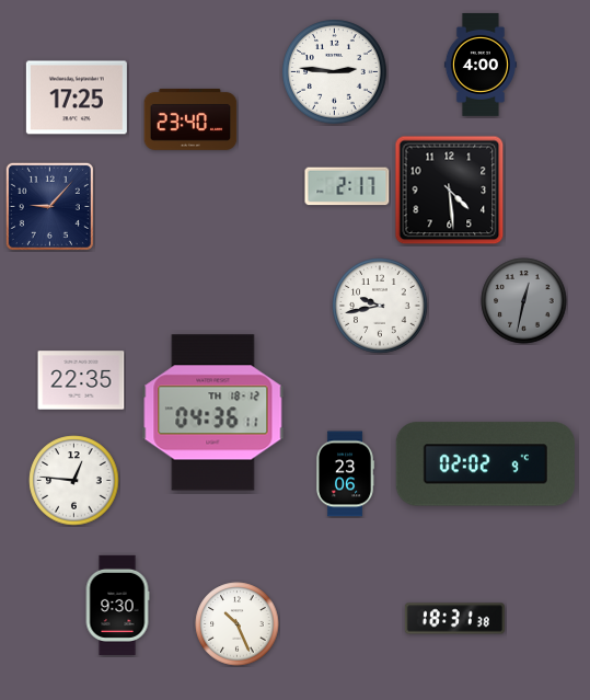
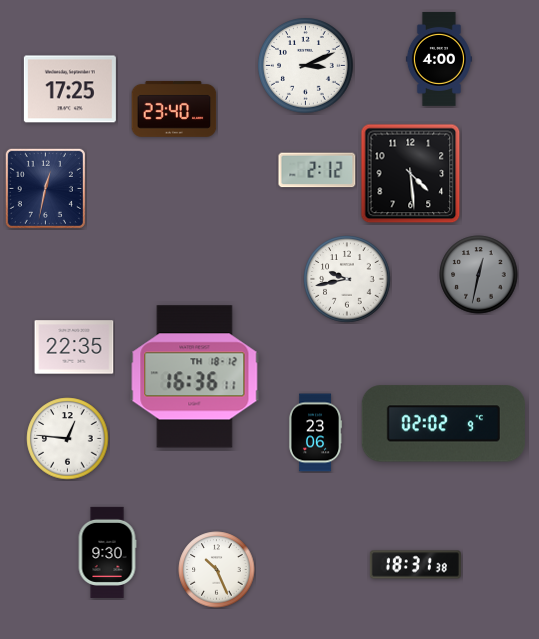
clock at (335, 72): 2:46 -> 3:11
clock at (347, 186): 2:17 -> 2:12
clock at (49, 206): 9:07 -> 12:32
clock at (213, 413): 04:36 -> 16:36
